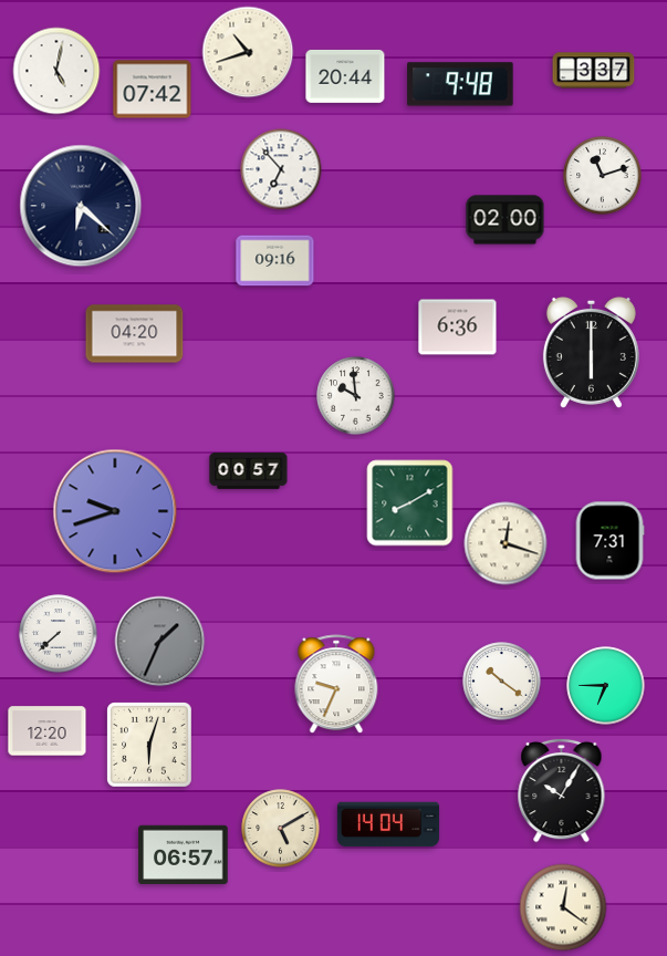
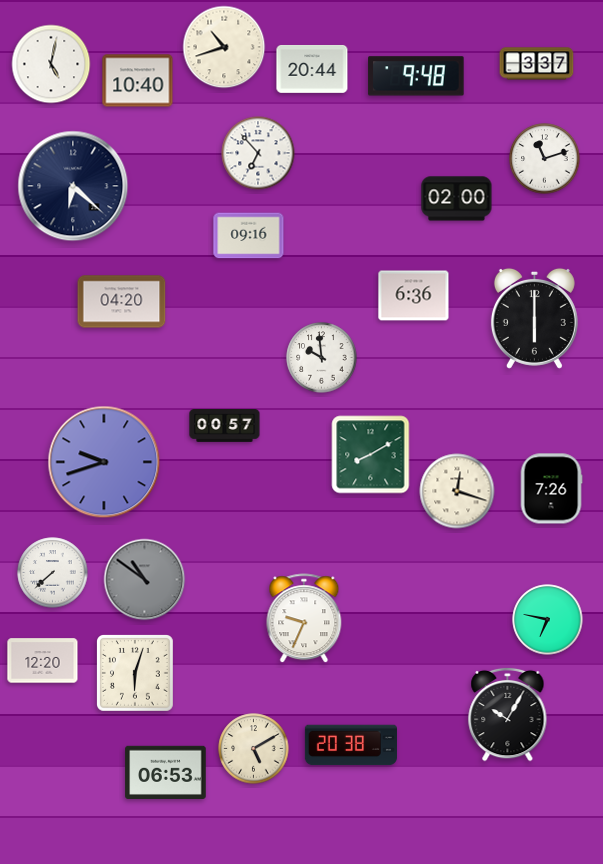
clock at (153, 90): 07:42 -> 10:40
clock at (281, 169) position: (281, 169) -> (258, 153)
clock at (609, 541): 7:31 -> 7:26
clock at (160, 642): 1:34 -> 10:51
clock at (502, 682): 10:21 -> none
clock at (606, 686): 6:45 -> 6:47
clock at (388, 824): 14:04 -> 20:38
clock at (184, 854): 06:57 -> 06:53
clock at (563, 907): 12:21 -> none
